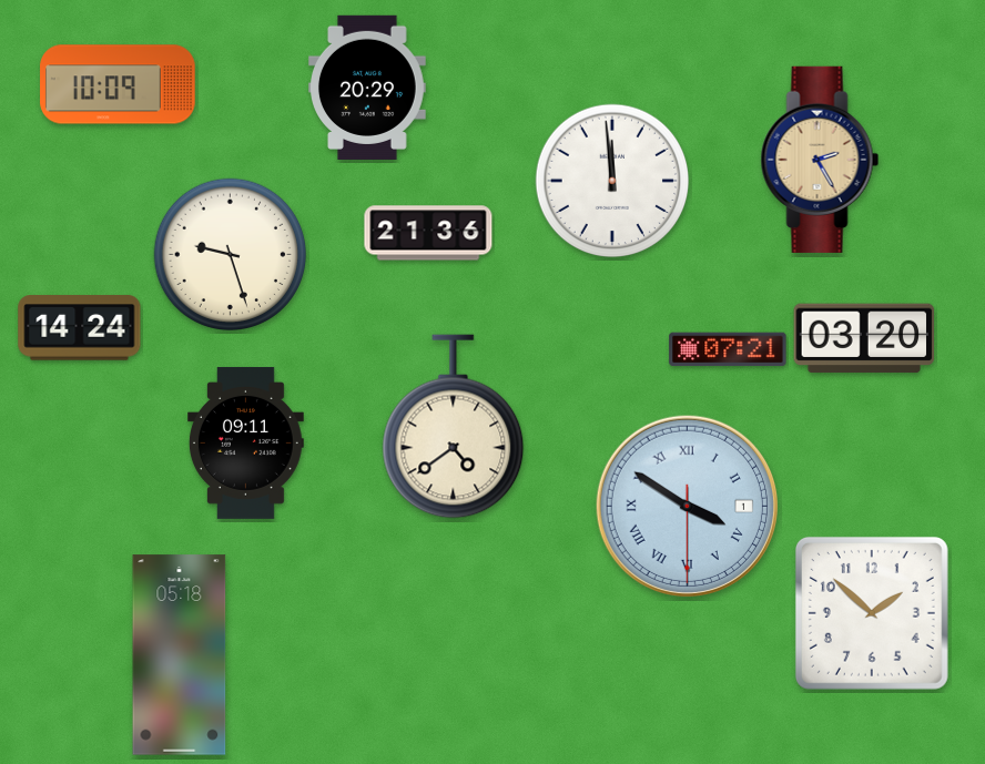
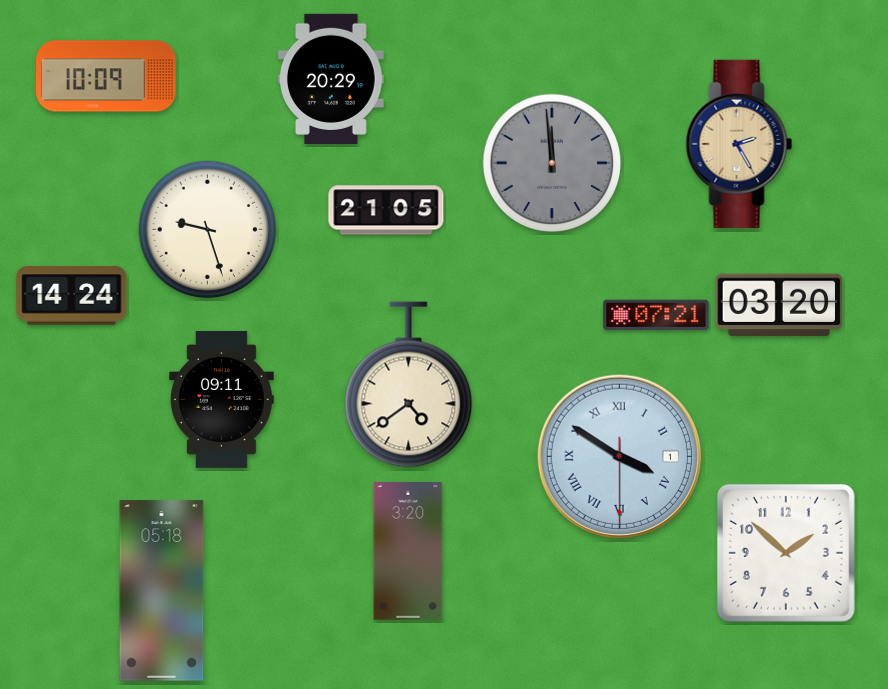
clock at (612, 181) dial: white -> grey
clock at (428, 233): 21:36 -> 21:05
clock at (408, 552): none -> 3:20
